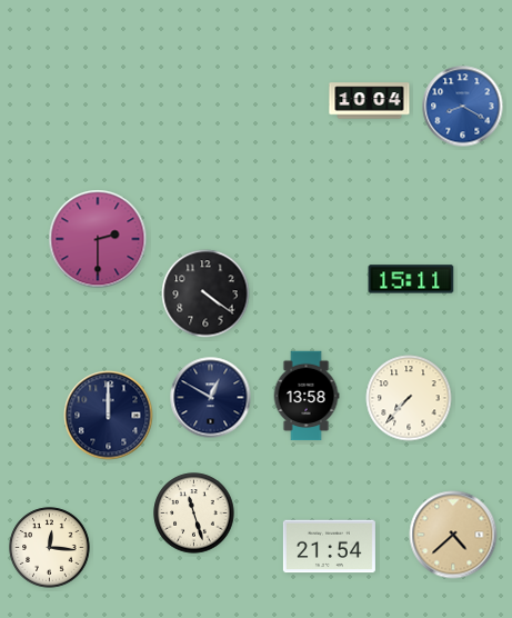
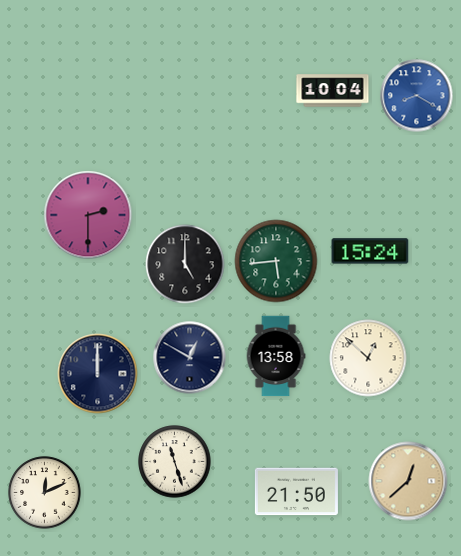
clock at (411, 279): 15:11 -> 15:24
clock at (276, 261): none -> 5:44
clock at (205, 293): 4:21 -> 5:00
clock at (409, 398): 7:37 -> 12:52
clock at (453, 535): 4:38 -> 12:38
clock at (329, 547): 21:54 -> 21:50
clock at (50, 548): 12:16 -> 12:11
